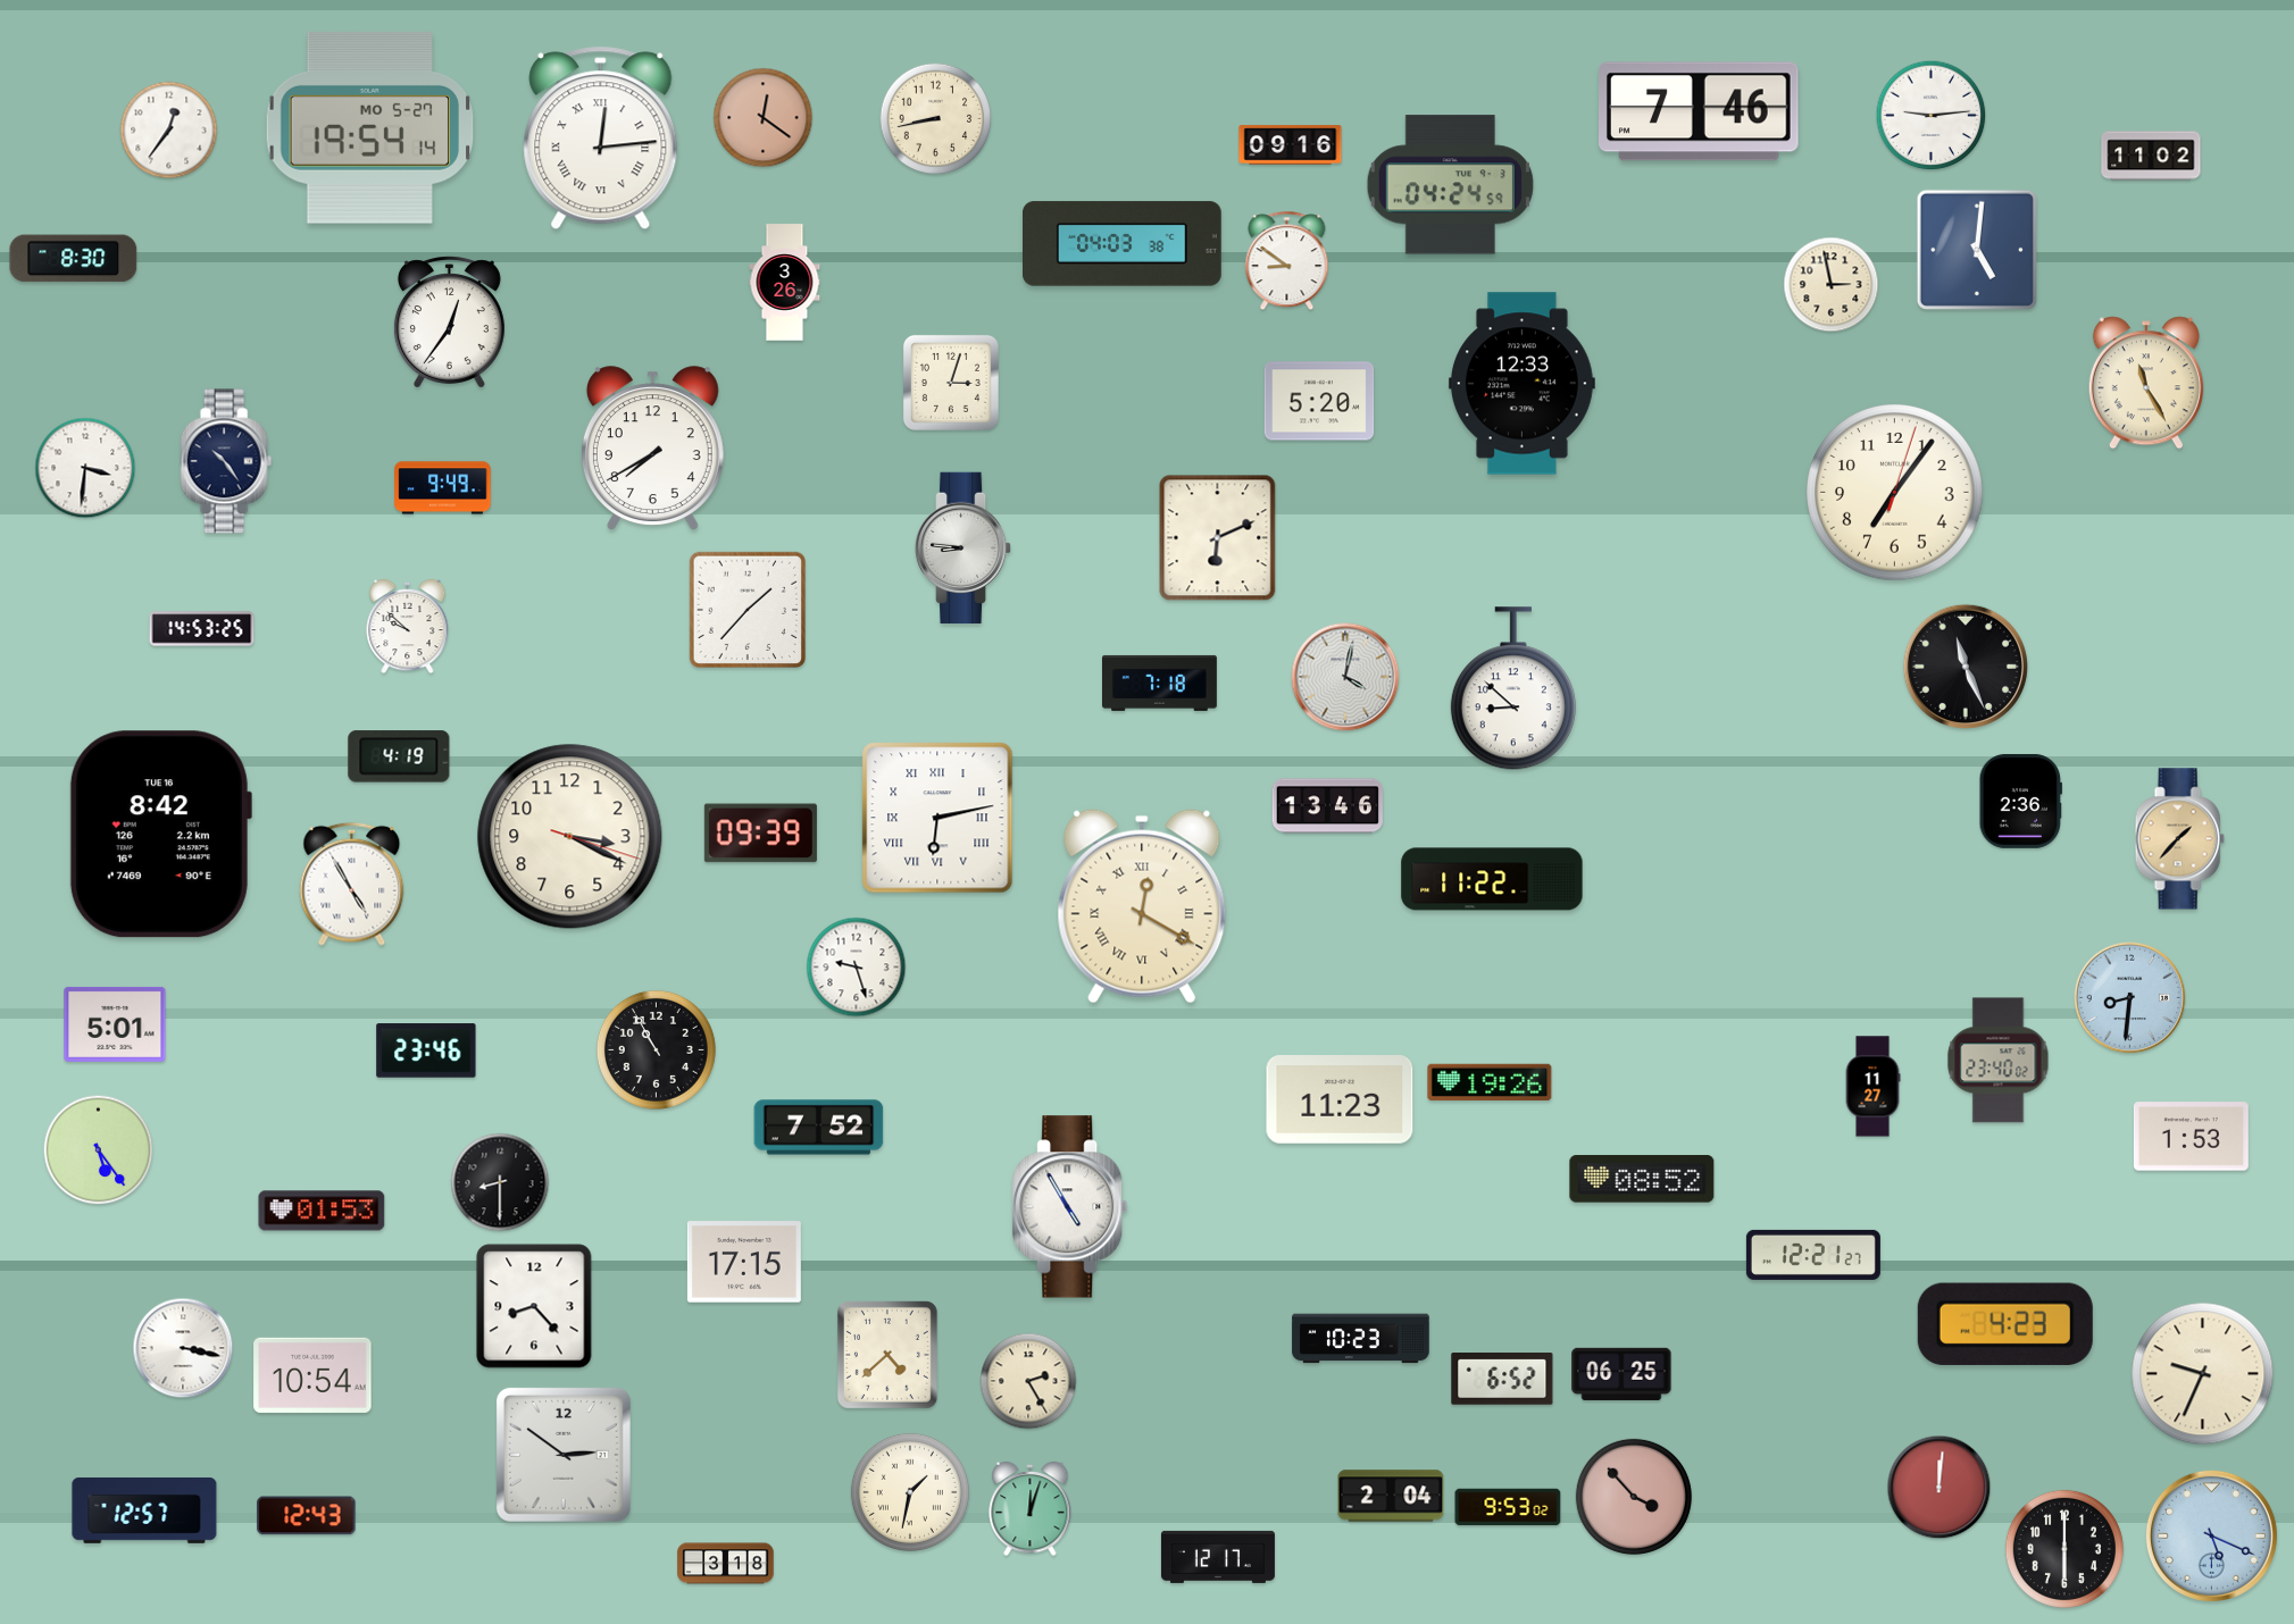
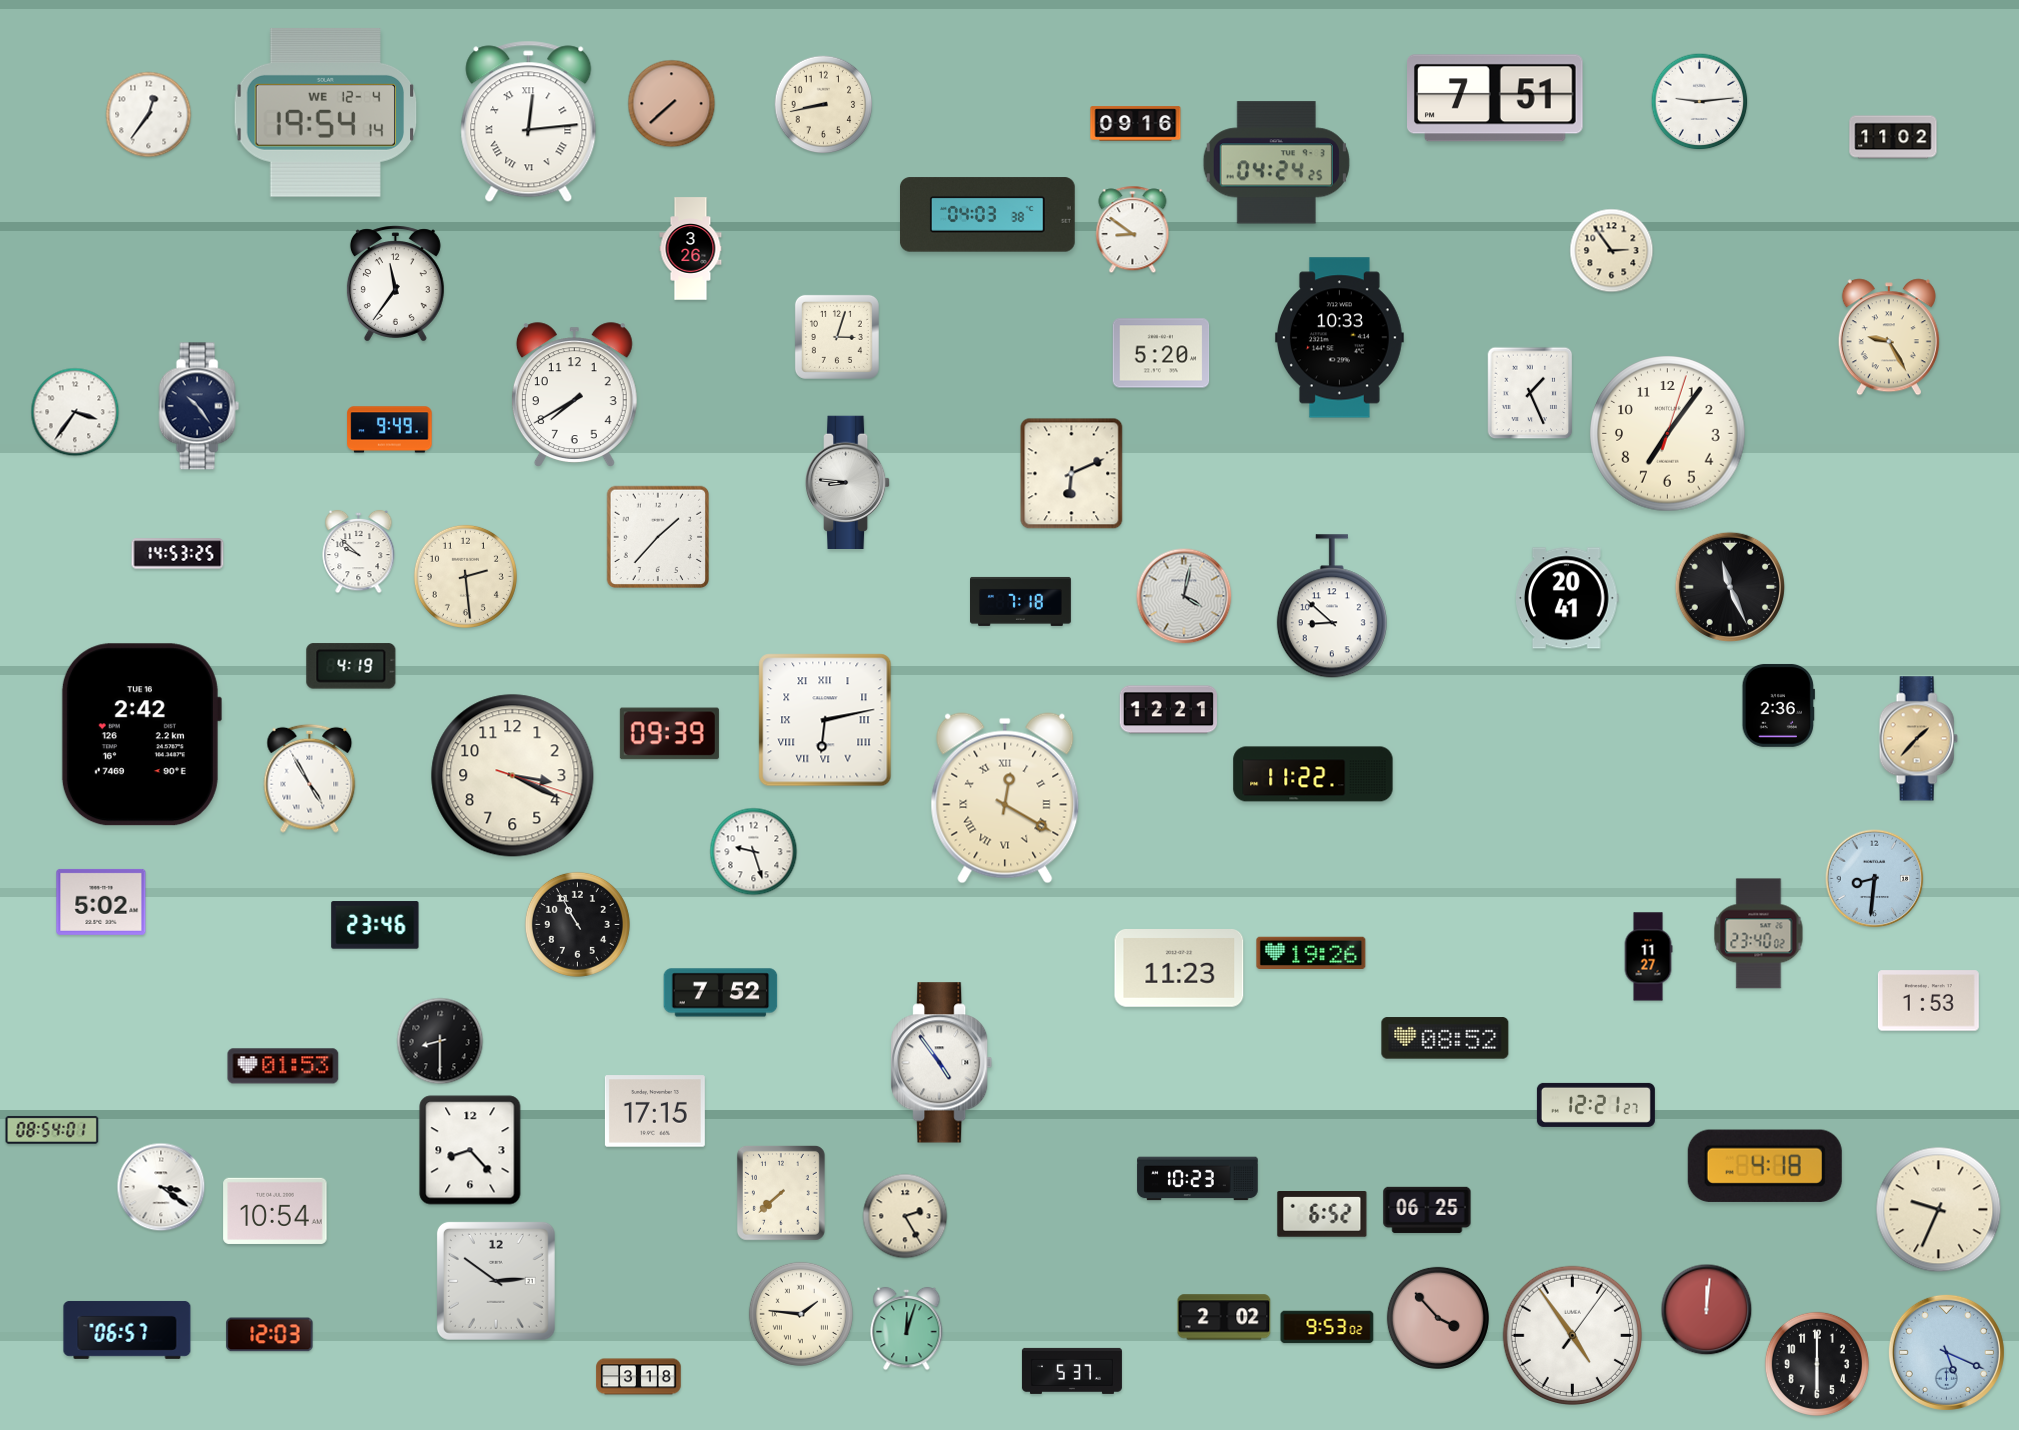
clock at (1699, 111): 7:46 -> 7:51
clock at (764, 118): 12:21 -> 7:38
clock at (370, 127) date: MO 5-27 -> WE 12-4
clock at (1291, 145) position: (1291, 145) -> (1136, 124)
clock at (1450, 185): 04:24:59 -> 04:24:25
clock at (1977, 250): 5:01 -> none
clock at (74, 259): 8:30 -> none
clock at (1832, 285): 2:58 -> 2:54
clock at (449, 323): 12:36 -> 11:36
clock at (2146, 383): 11:25 -> 9:25
clock at (1521, 384): 12:33 -> 10:33
clock at (1530, 393): none -> 1:26
clock at (85, 468): 3:31 -> 3:36
clock at (465, 576): none -> 2:29
clock at (1568, 598): none -> 20:41
clock at (1327, 806): 13:46 -> 12:21
clock at (160, 835): 8:42 -> 2:42
clock at (570, 837) position: (570, 837) -> (513, 776)
clock at (115, 1024): 5:01 -> 5:02
clock at (99, 1150): 5:24 -> none
clock at (1070, 1207): 4:55 -> 4:54
clock at (52, 1130): none -> 08:54
clock at (2005, 1324): 4:23 -> 4:18
clock at (183, 1348): 3:17 -> 3:21
clock at (887, 1355): 4:38 -> 7:38
clock at (910, 1492): 1:32 -> 1:46
clock at (1391, 1496): 2:04 -> 2:02
clock at (144, 1510): 12:57 -> 06:57
clock at (307, 1516): 12:43 -> 12:03
clock at (1572, 1335): none -> 4:54
clock at (1218, 1557): 12:17 -> 5:37
